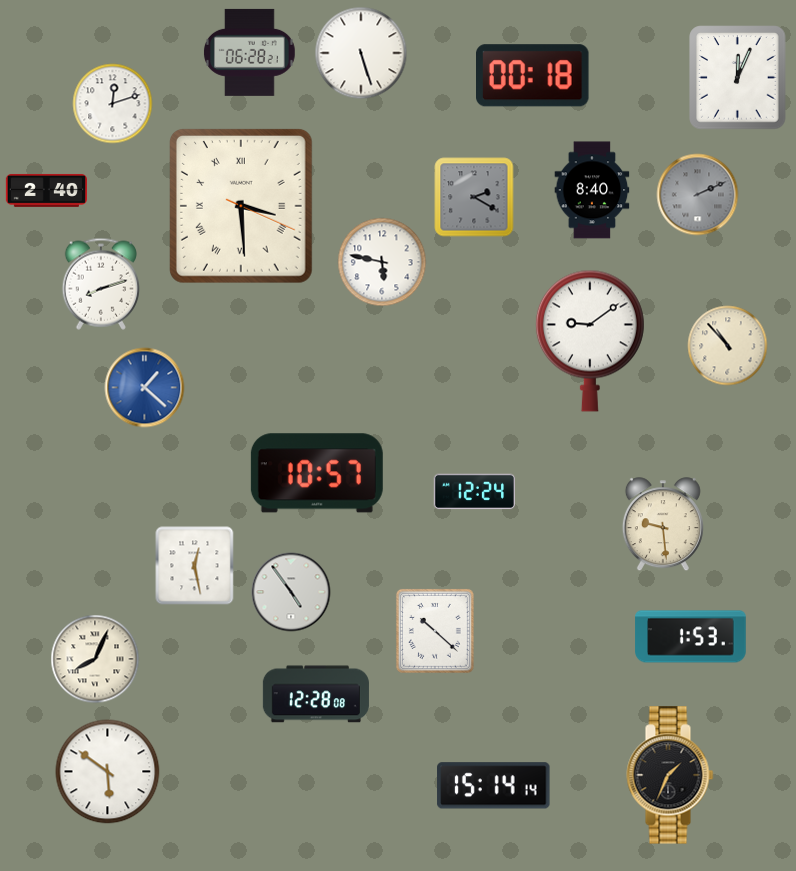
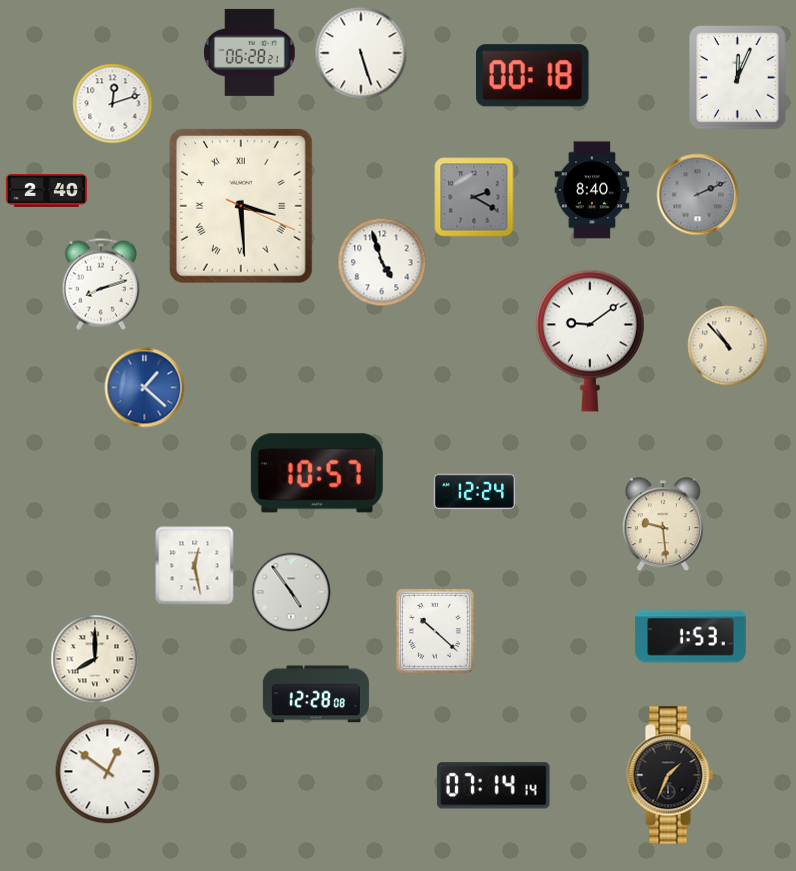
clock at (382, 262): 5:47 -> 4:57
clock at (95, 659): 8:04 -> 8:00
clock at (108, 772): 5:51 -> 12:51
clock at (494, 786): 15:14 -> 07:14
